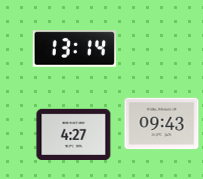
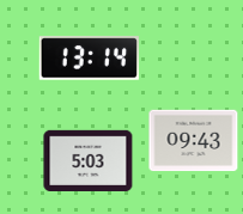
clock at (162, 124) position: (162, 124) -> (194, 141)
clock at (74, 134): 4:27 -> 5:03
